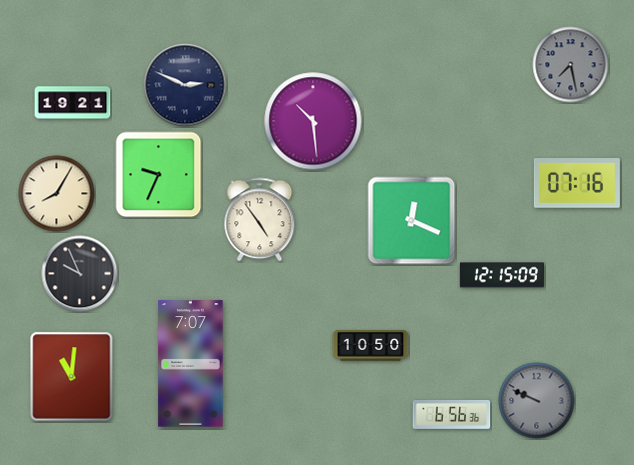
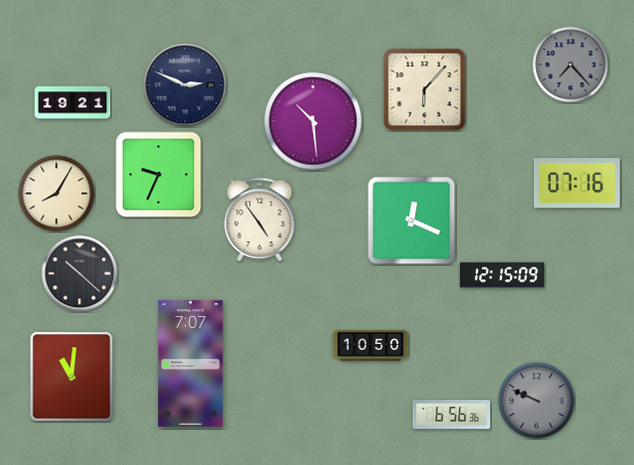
clock at (571, 65): 7:28 -> 7:23
clock at (425, 90): none -> 6:07
clock at (80, 274): 9:56 -> 10:22
